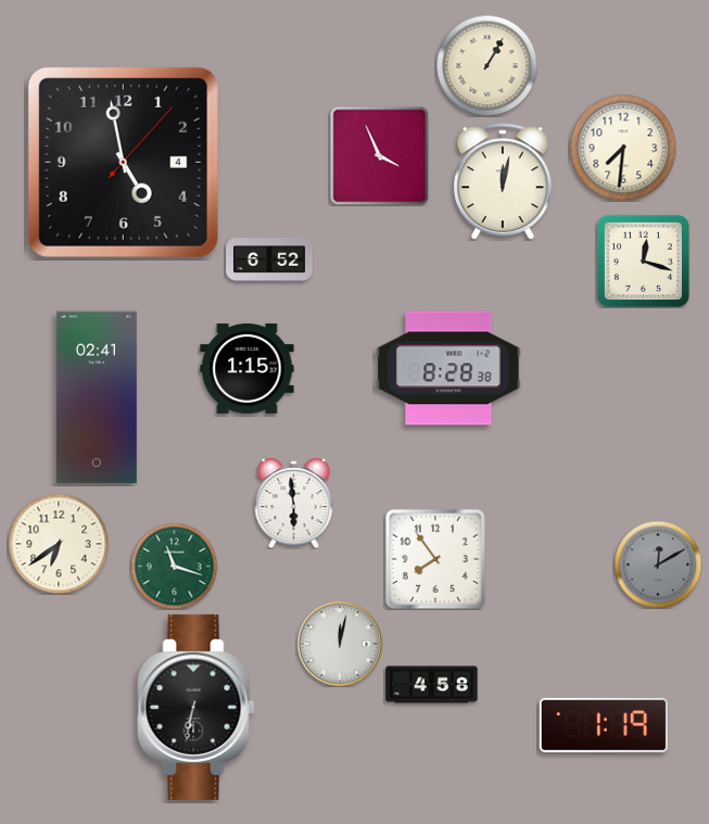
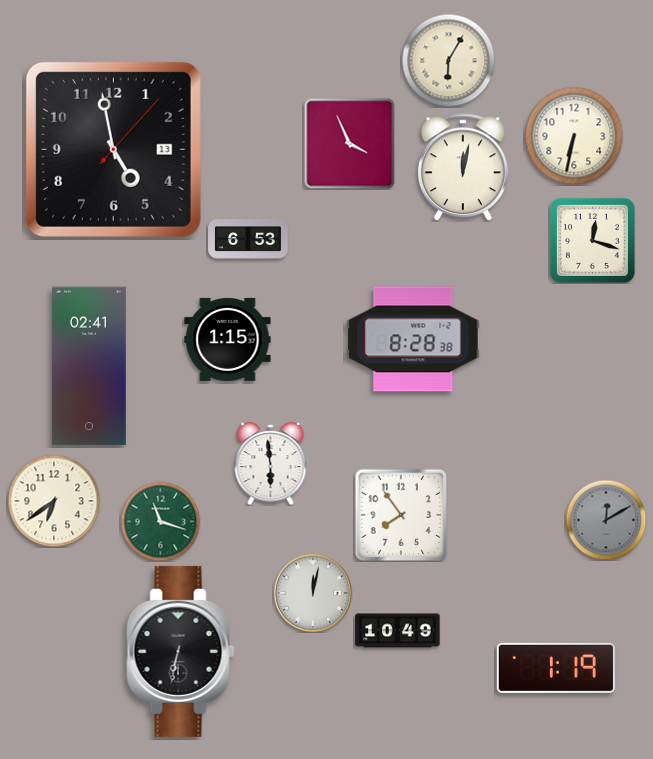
clock at (486, 65): 1:05 -> 6:05
clock at (623, 148): 7:31 -> 6:32
clock at (123, 162) date: 4 -> 13
clock at (269, 259): 6:52 -> 6:53
clock at (432, 685): 4:58 -> 10:49
